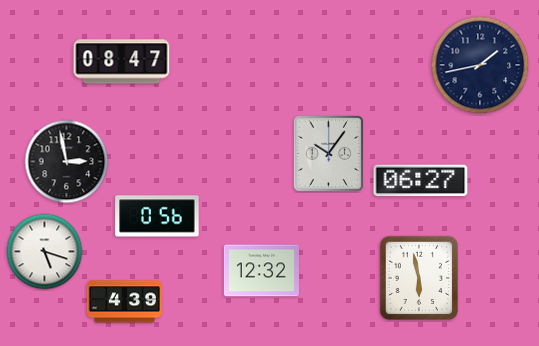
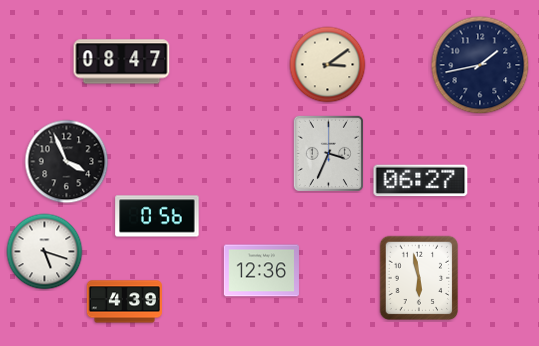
clock at (328, 65): none -> 3:09
clock at (328, 153): 10:06 -> 3:34
clock at (67, 162): 2:58 -> 3:56
clock at (261, 271): 12:32 -> 12:36
